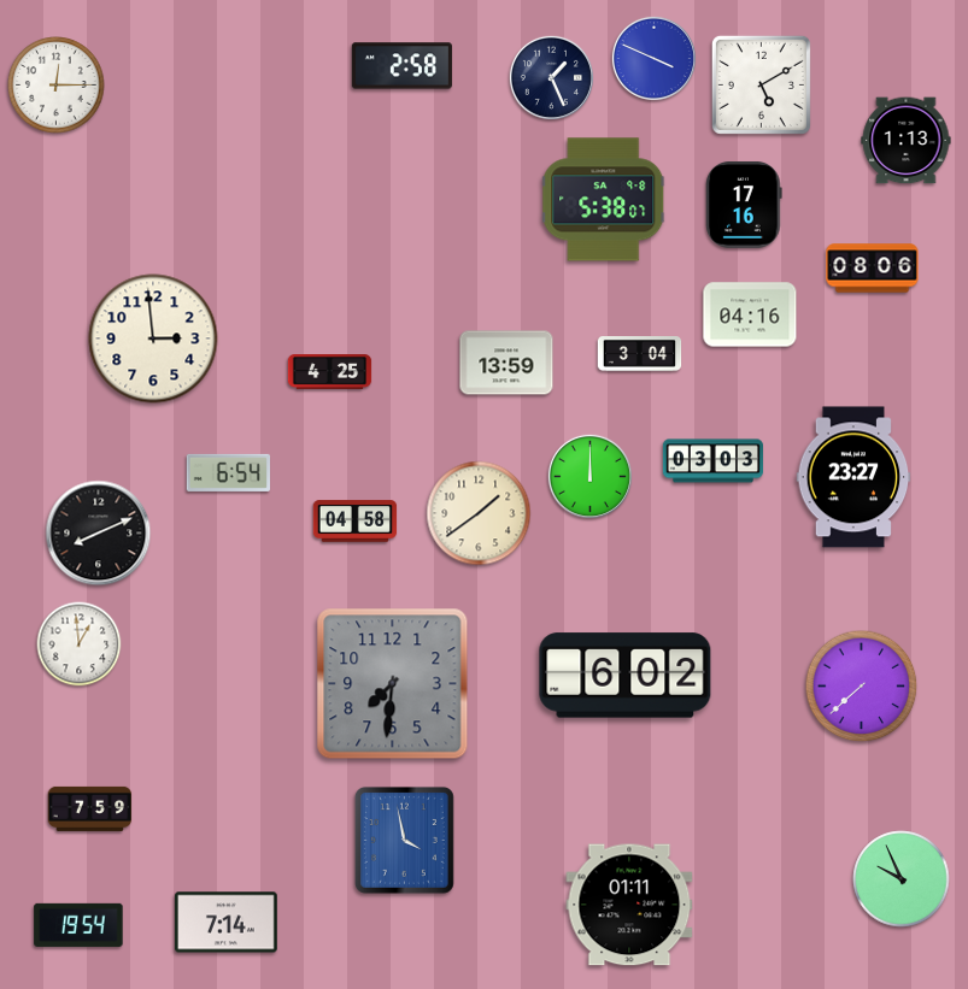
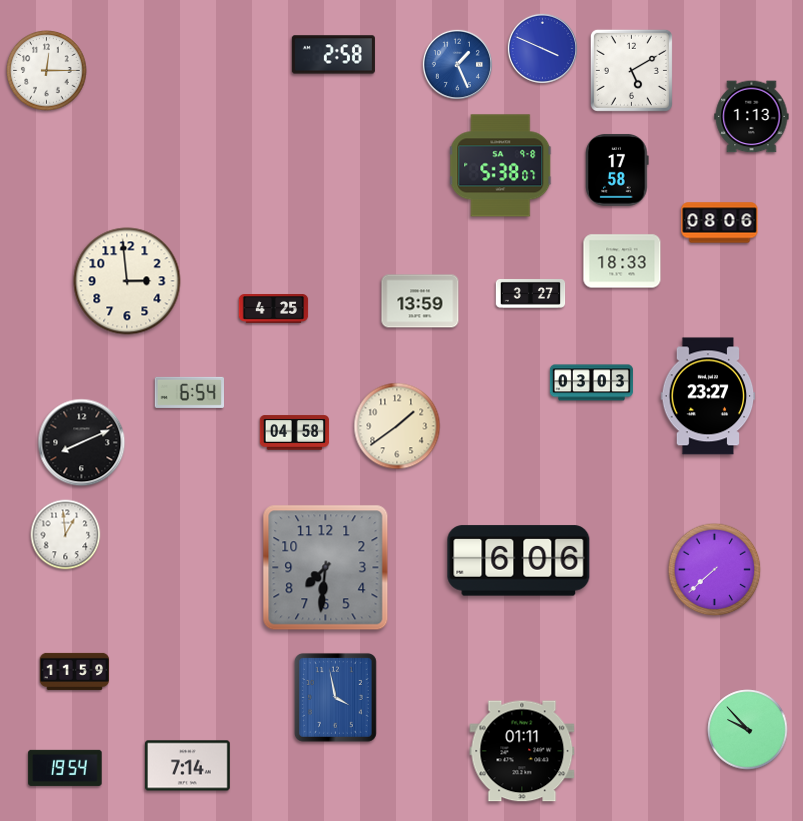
clock at (551, 77) dial: navy -> blue
clock at (744, 205): 17:16 -> 17:58
clock at (873, 269) position: (873, 269) -> (720, 223)
clock at (750, 314): 04:16 -> 18:33
clock at (640, 354): 3:04 -> 3:27
clock at (589, 476): 12:00 -> none
clock at (626, 676): 6:02 -> 6:06
clock at (90, 808): 7:59 -> 11:59
clock at (902, 879): 9:56 -> 9:53
